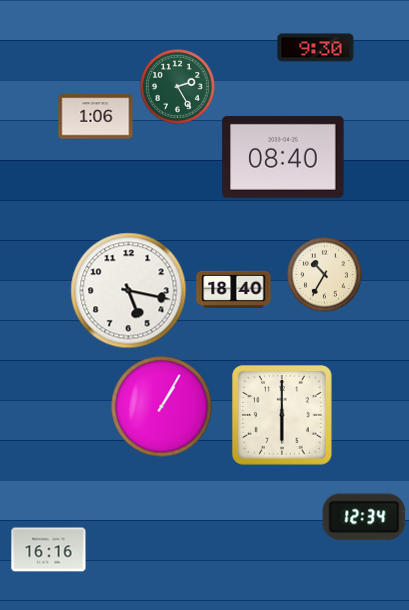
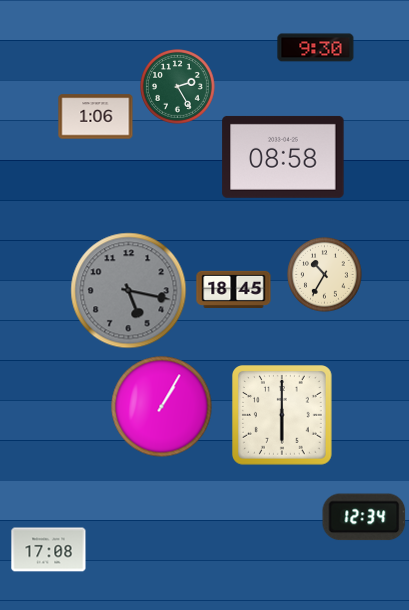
clock at (283, 157): 08:40 -> 08:58
clock at (234, 289): 18:40 -> 18:45
clock at (129, 291) dial: white -> grey
clock at (49, 550): 16:16 -> 17:08
